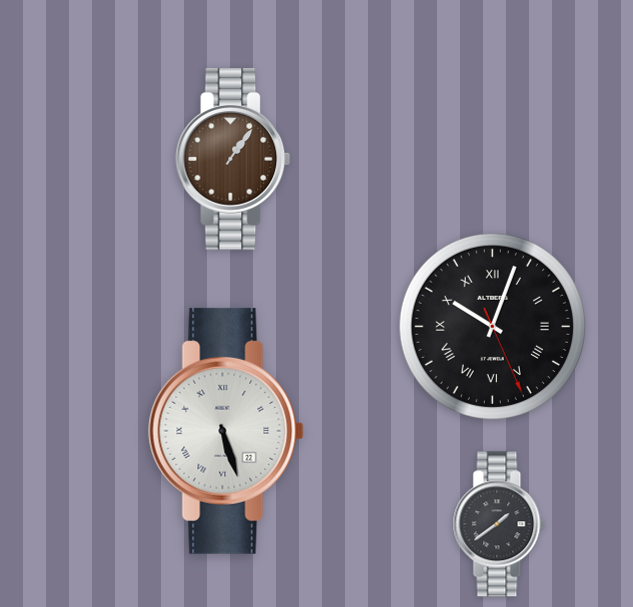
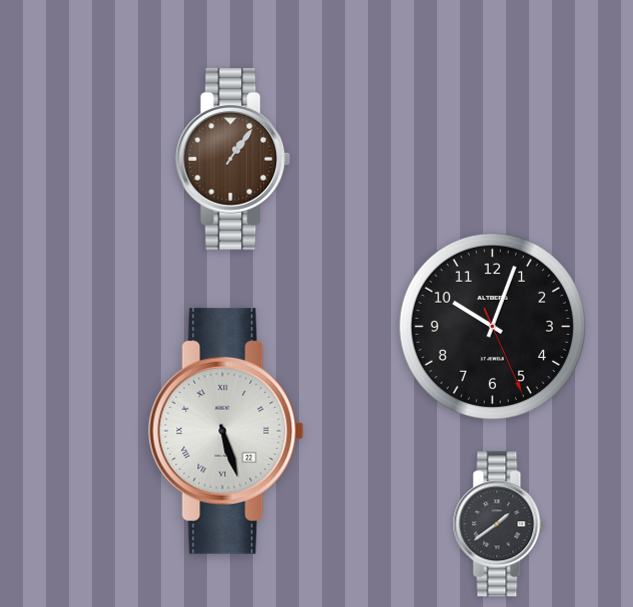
clock at (492, 326) numerals: Roman -> Arabic
